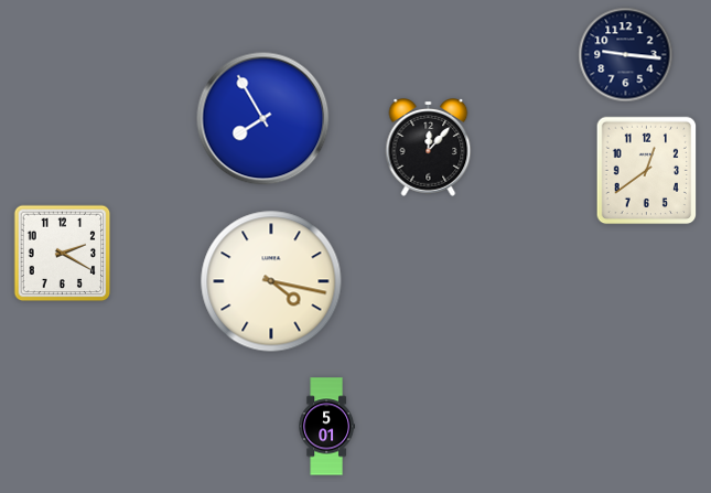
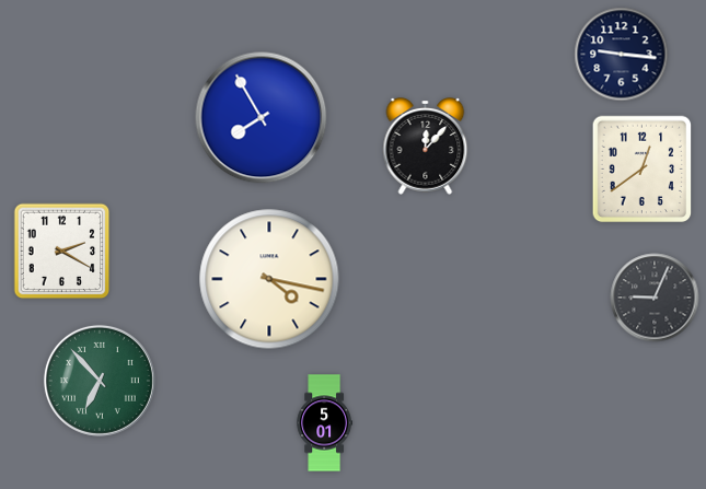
clock at (655, 298): none -> 9:04
clock at (100, 381): none -> 6:53
